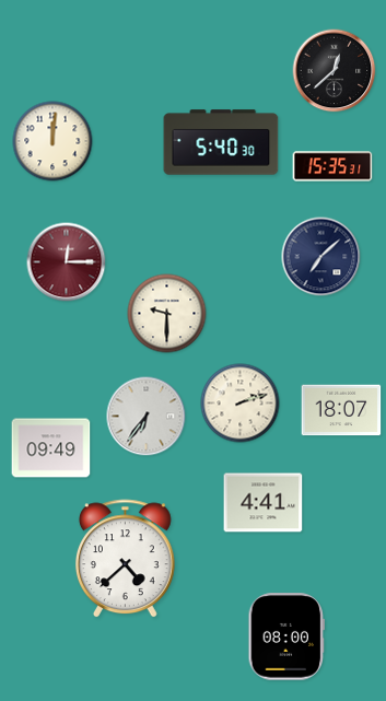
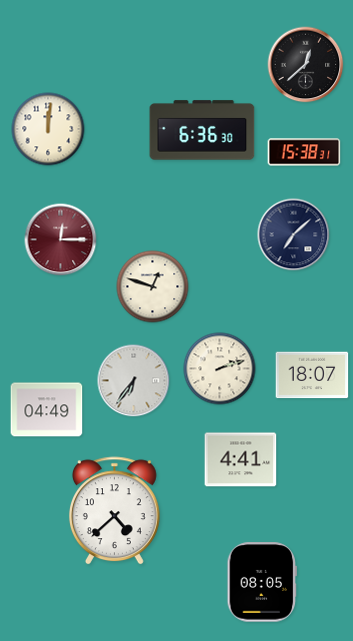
clock at (221, 142): 5:40 -> 6:36
clock at (332, 166): 15:35 -> 15:38
clock at (167, 314): 9:30 -> 12:48
clock at (51, 448): 09:49 -> 04:49
clock at (285, 636): 08:00 -> 08:05
